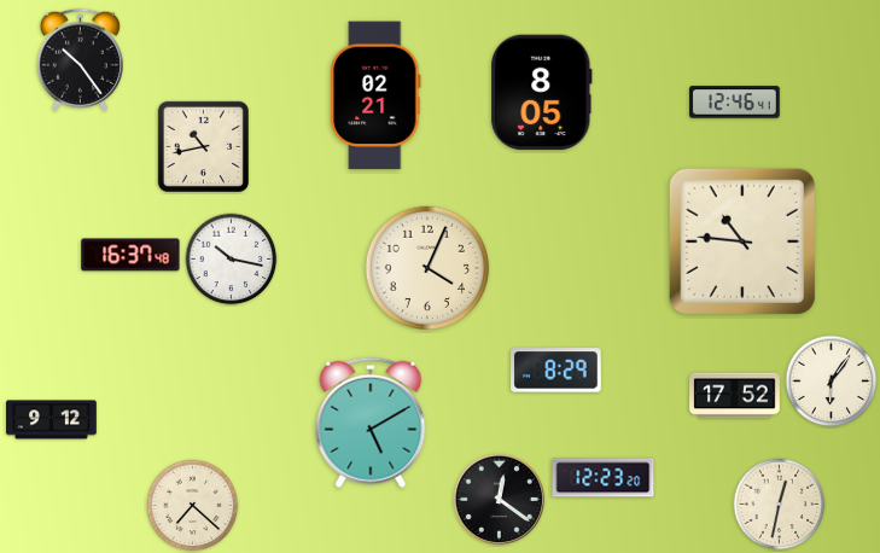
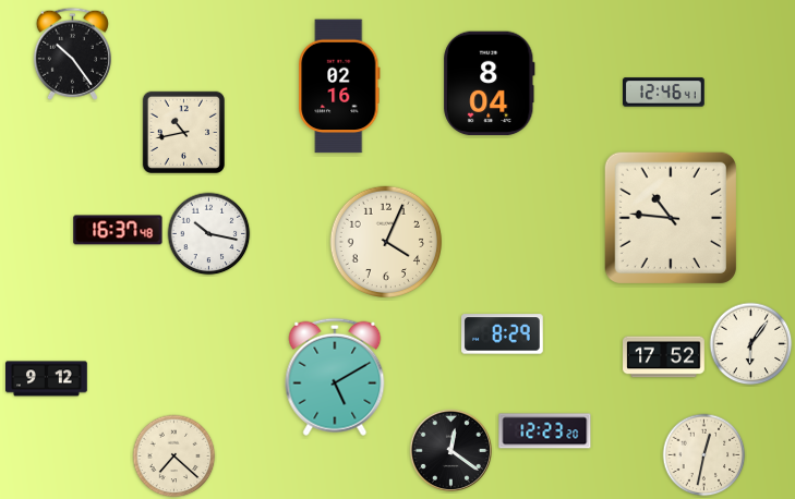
clock at (542, 93): 8:05 -> 8:04
clock at (375, 95): 02:21 -> 02:16
clock at (371, 423) position: (371, 423) -> (335, 377)
